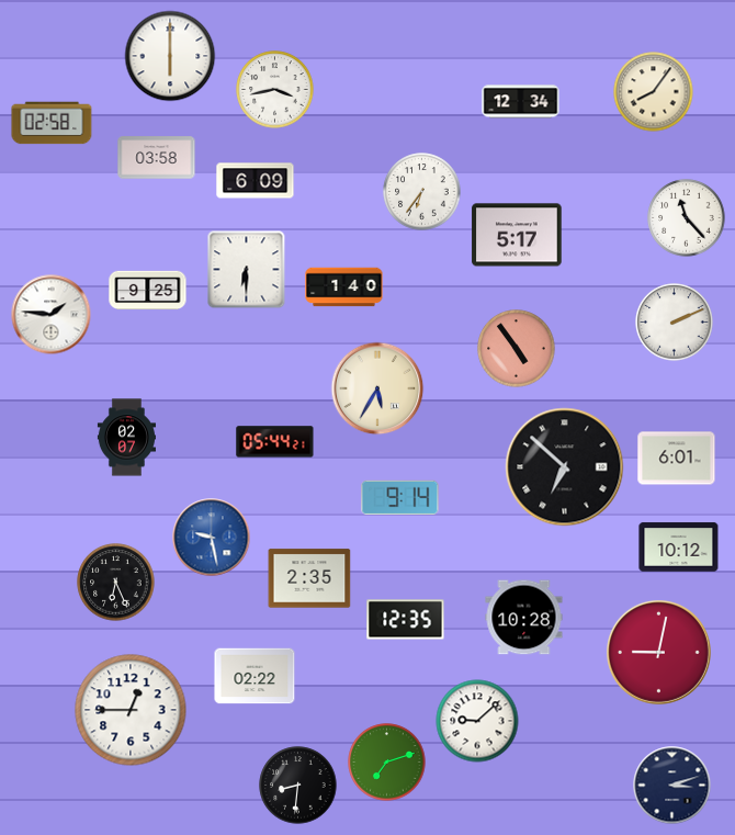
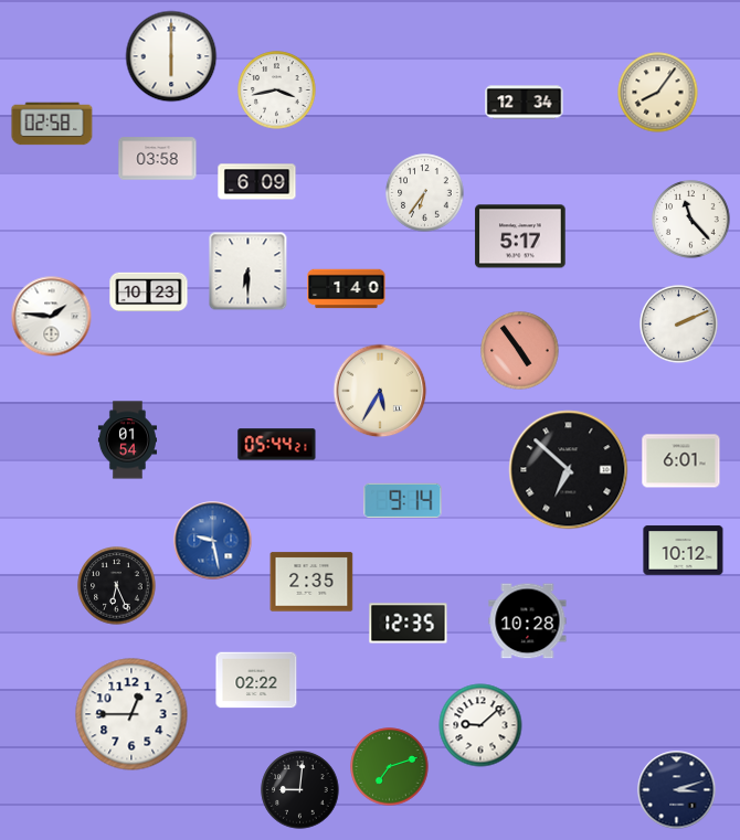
clock at (148, 291): 9:25 -> 10:23
clock at (126, 438): 02:07 -> 01:54
clock at (658, 652): 9:02 -> none
clock at (298, 786): 8:31 -> 9:01
